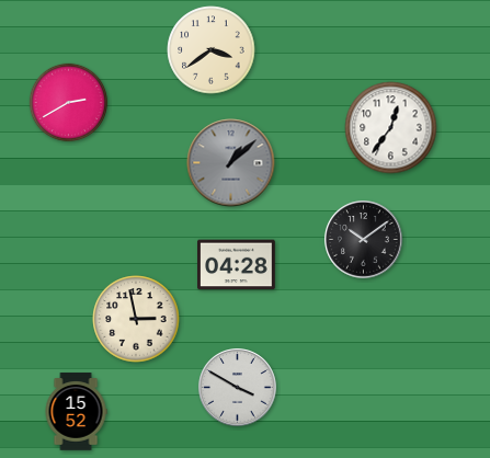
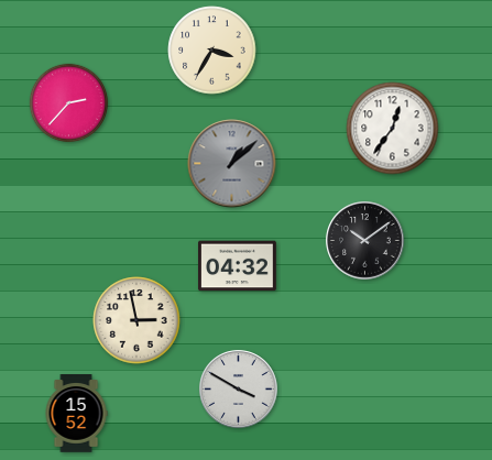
clock at (212, 50): 3:39 -> 3:35
clock at (69, 103): 2:40 -> 2:37
clock at (237, 265): 04:28 -> 04:32
